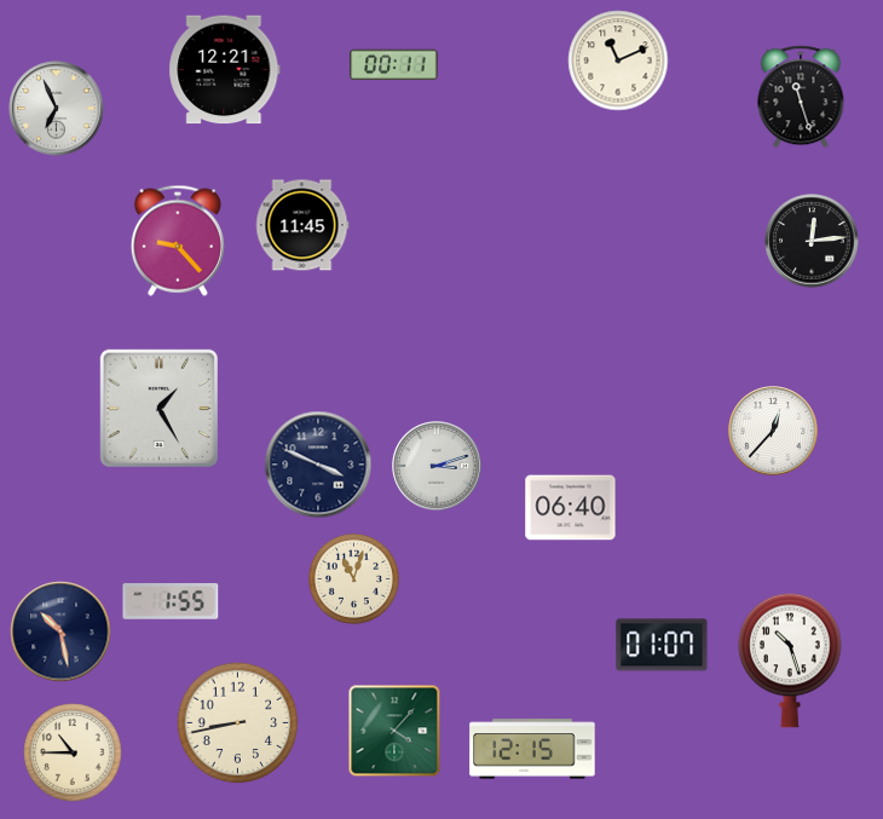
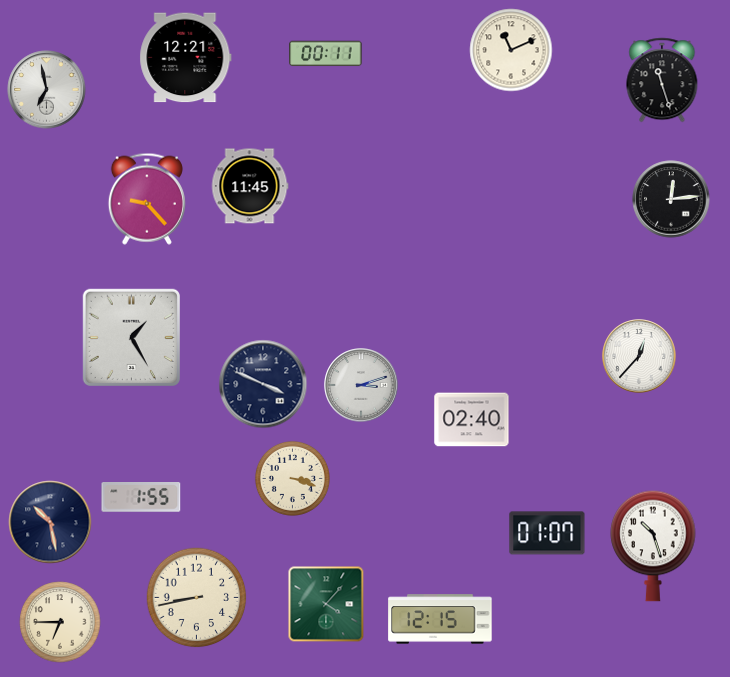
clock at (57, 109): 6:56 -> 6:58
clock at (571, 508): 06:40 -> 02:40
clock at (353, 578): 11:03 -> 3:18
clock at (73, 752): 10:45 -> 6:45
